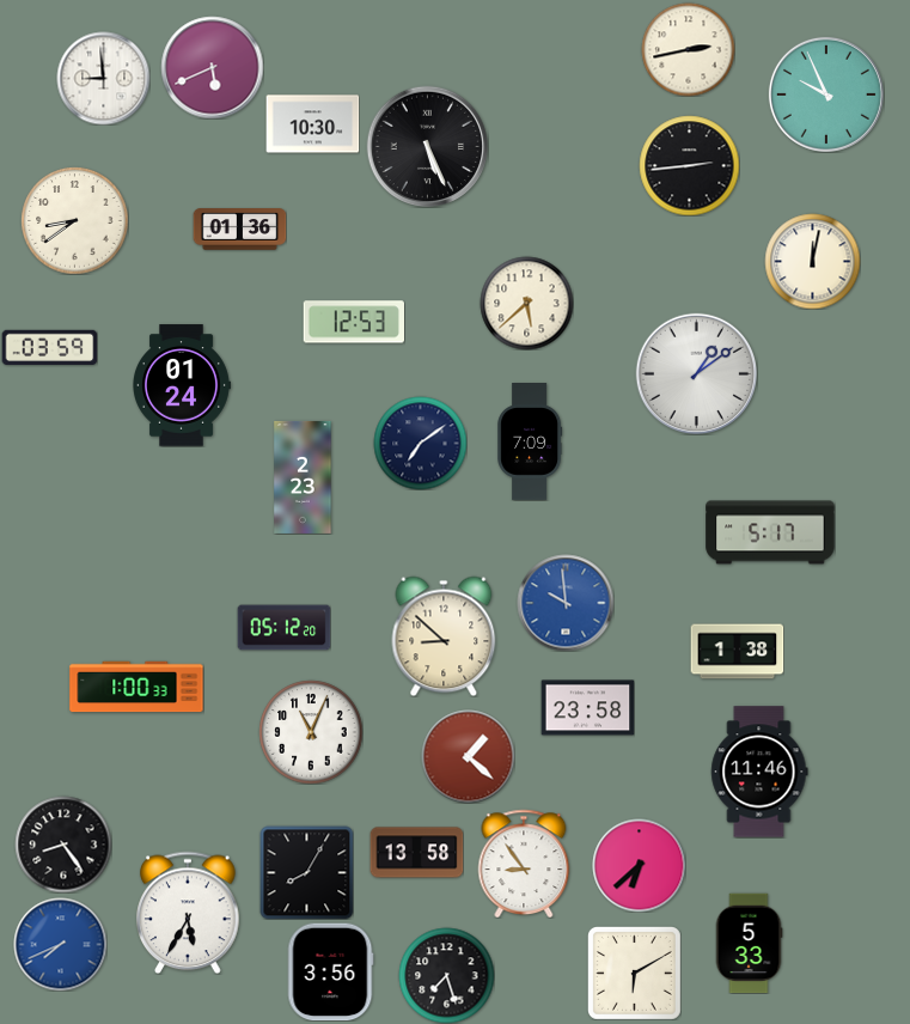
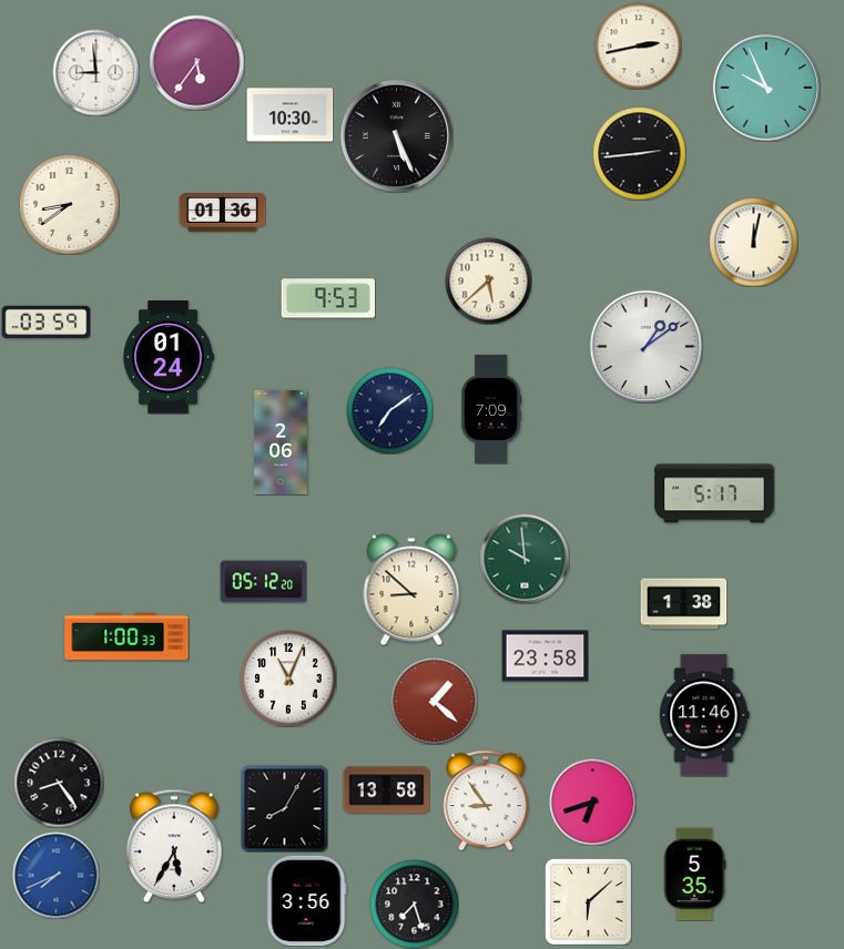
clock at (212, 67): 5:41 -> 5:36
clock at (353, 322): 12:53 -> 9:53
clock at (303, 477): 2:23 -> 2:06
clock at (566, 603) dial: blue -> green
clock at (639, 865): 6:38 -> 6:42
clock at (749, 943): 5:33 -> 5:35
clock at (635, 974): 6:10 -> 6:08
